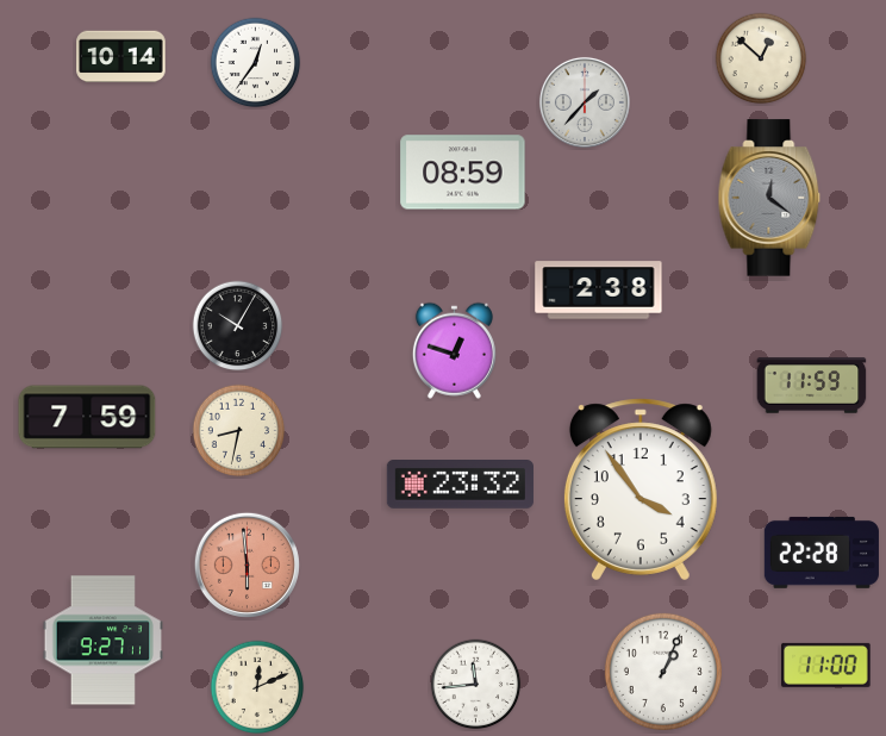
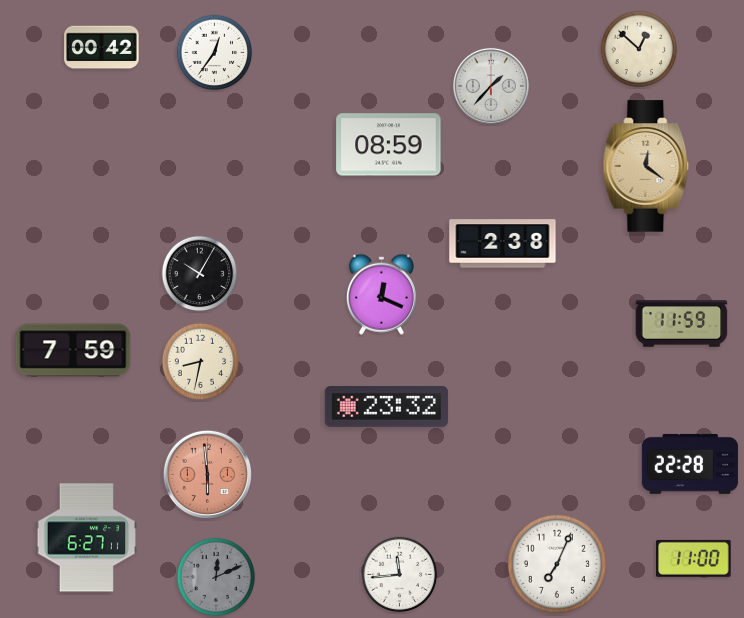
clock at (121, 57): 10:14 -> 00:42
clock at (769, 198) dial: grey -> champagne
clock at (454, 350): 12:48 -> 12:19
clock at (641, 489): 3:54 -> none
clock at (102, 641): 9:27 -> 6:27
clock at (663, 672): 1:04 -> 7:04
clock at (257, 687) dial: cream -> grey
